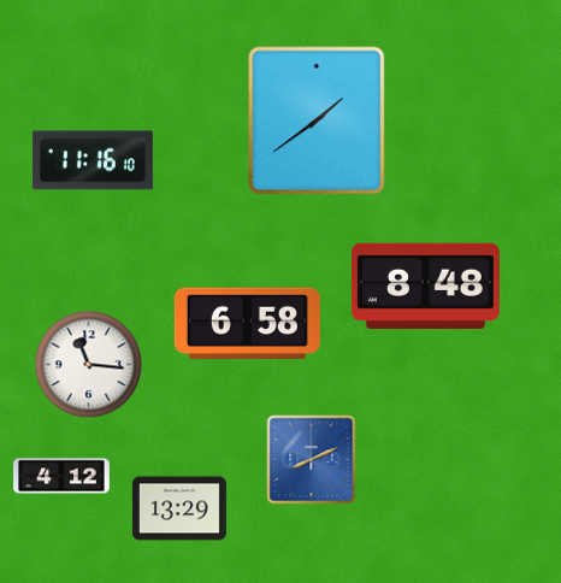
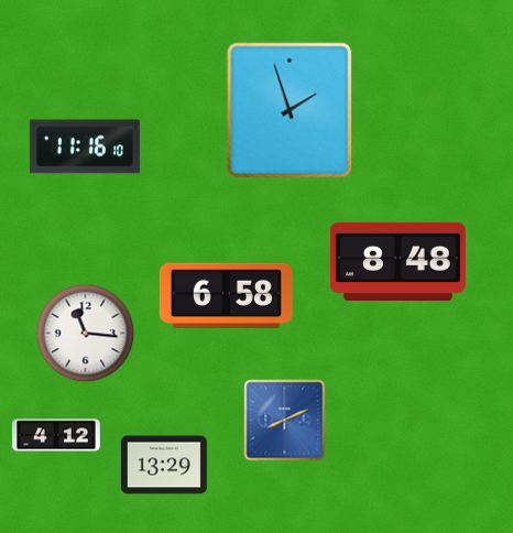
clock at (317, 120): 1:39 -> 1:57
clock at (425, 285) position: (425, 285) -> (397, 261)
clock at (89, 365) position: (89, 365) -> (86, 334)
